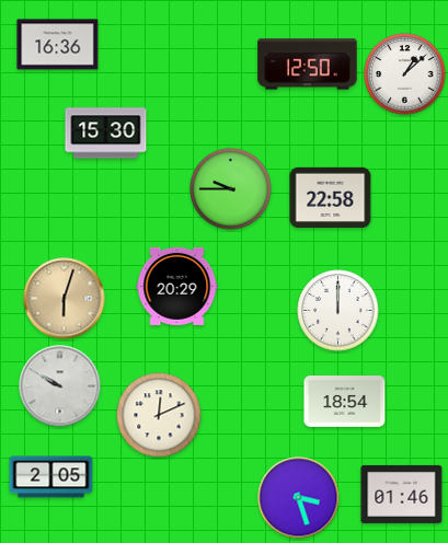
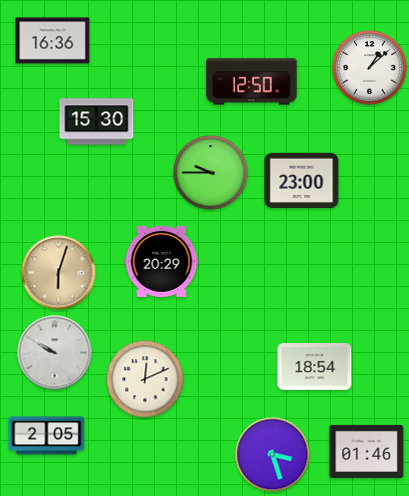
clock at (308, 65) position: (308, 65) -> (252, 82)
clock at (331, 197): 22:58 -> 23:00
clock at (338, 311): 12:00 -> none
